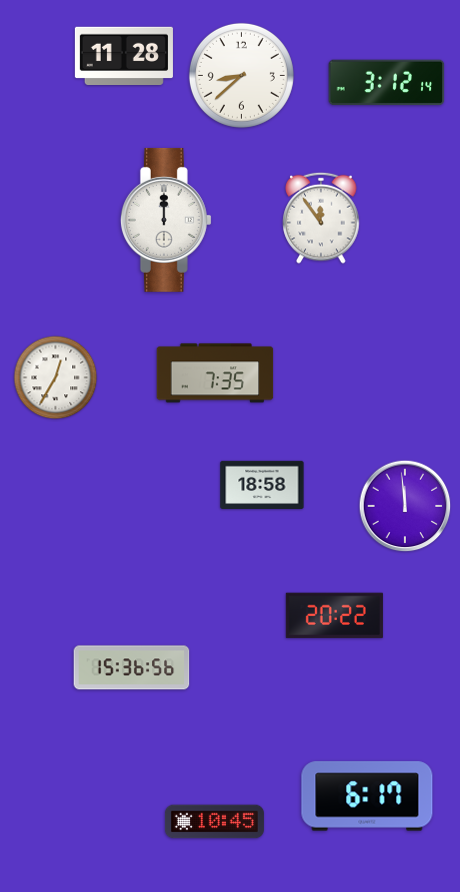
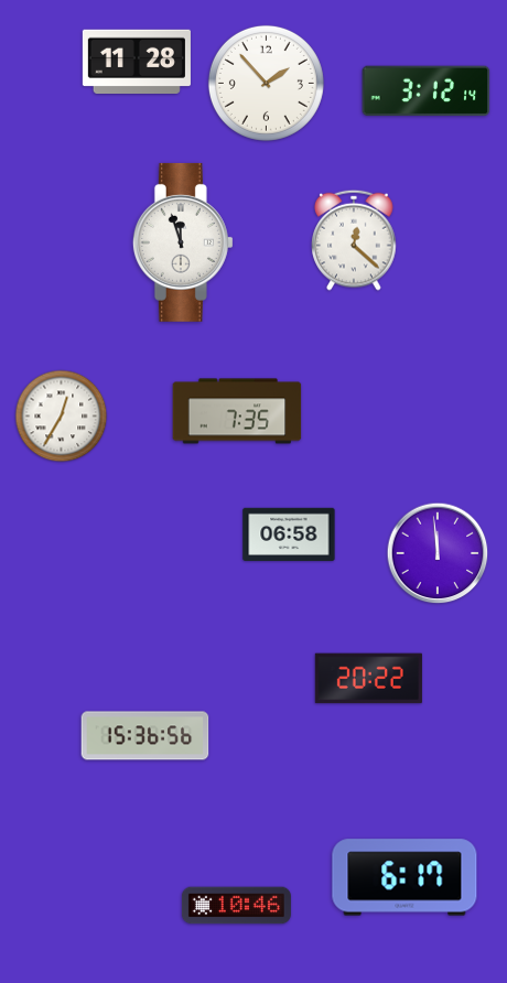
clock at (241, 75): 8:38 -> 1:53
clock at (321, 218): 11:54 -> 12:22
clock at (166, 220): 12:00 -> 11:57
clock at (262, 484): 18:58 -> 06:58
clock at (405, 506) position: (405, 506) -> (438, 553)
clock at (214, 822): 10:45 -> 10:46
